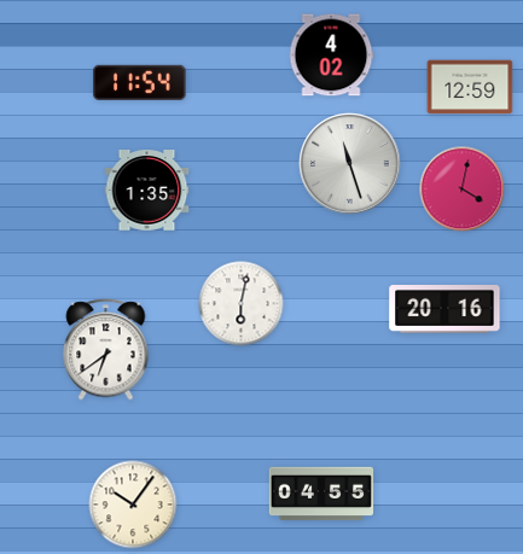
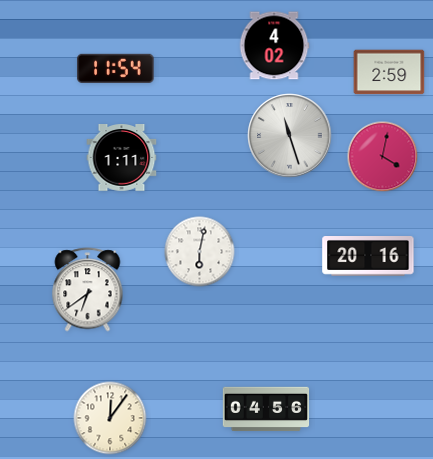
clock at (470, 87): 12:59 -> 2:59
clock at (147, 191): 1:35 -> 1:11
clock at (321, 494): 04:55 -> 04:56
clock at (133, 505): 10:06 -> 12:06
